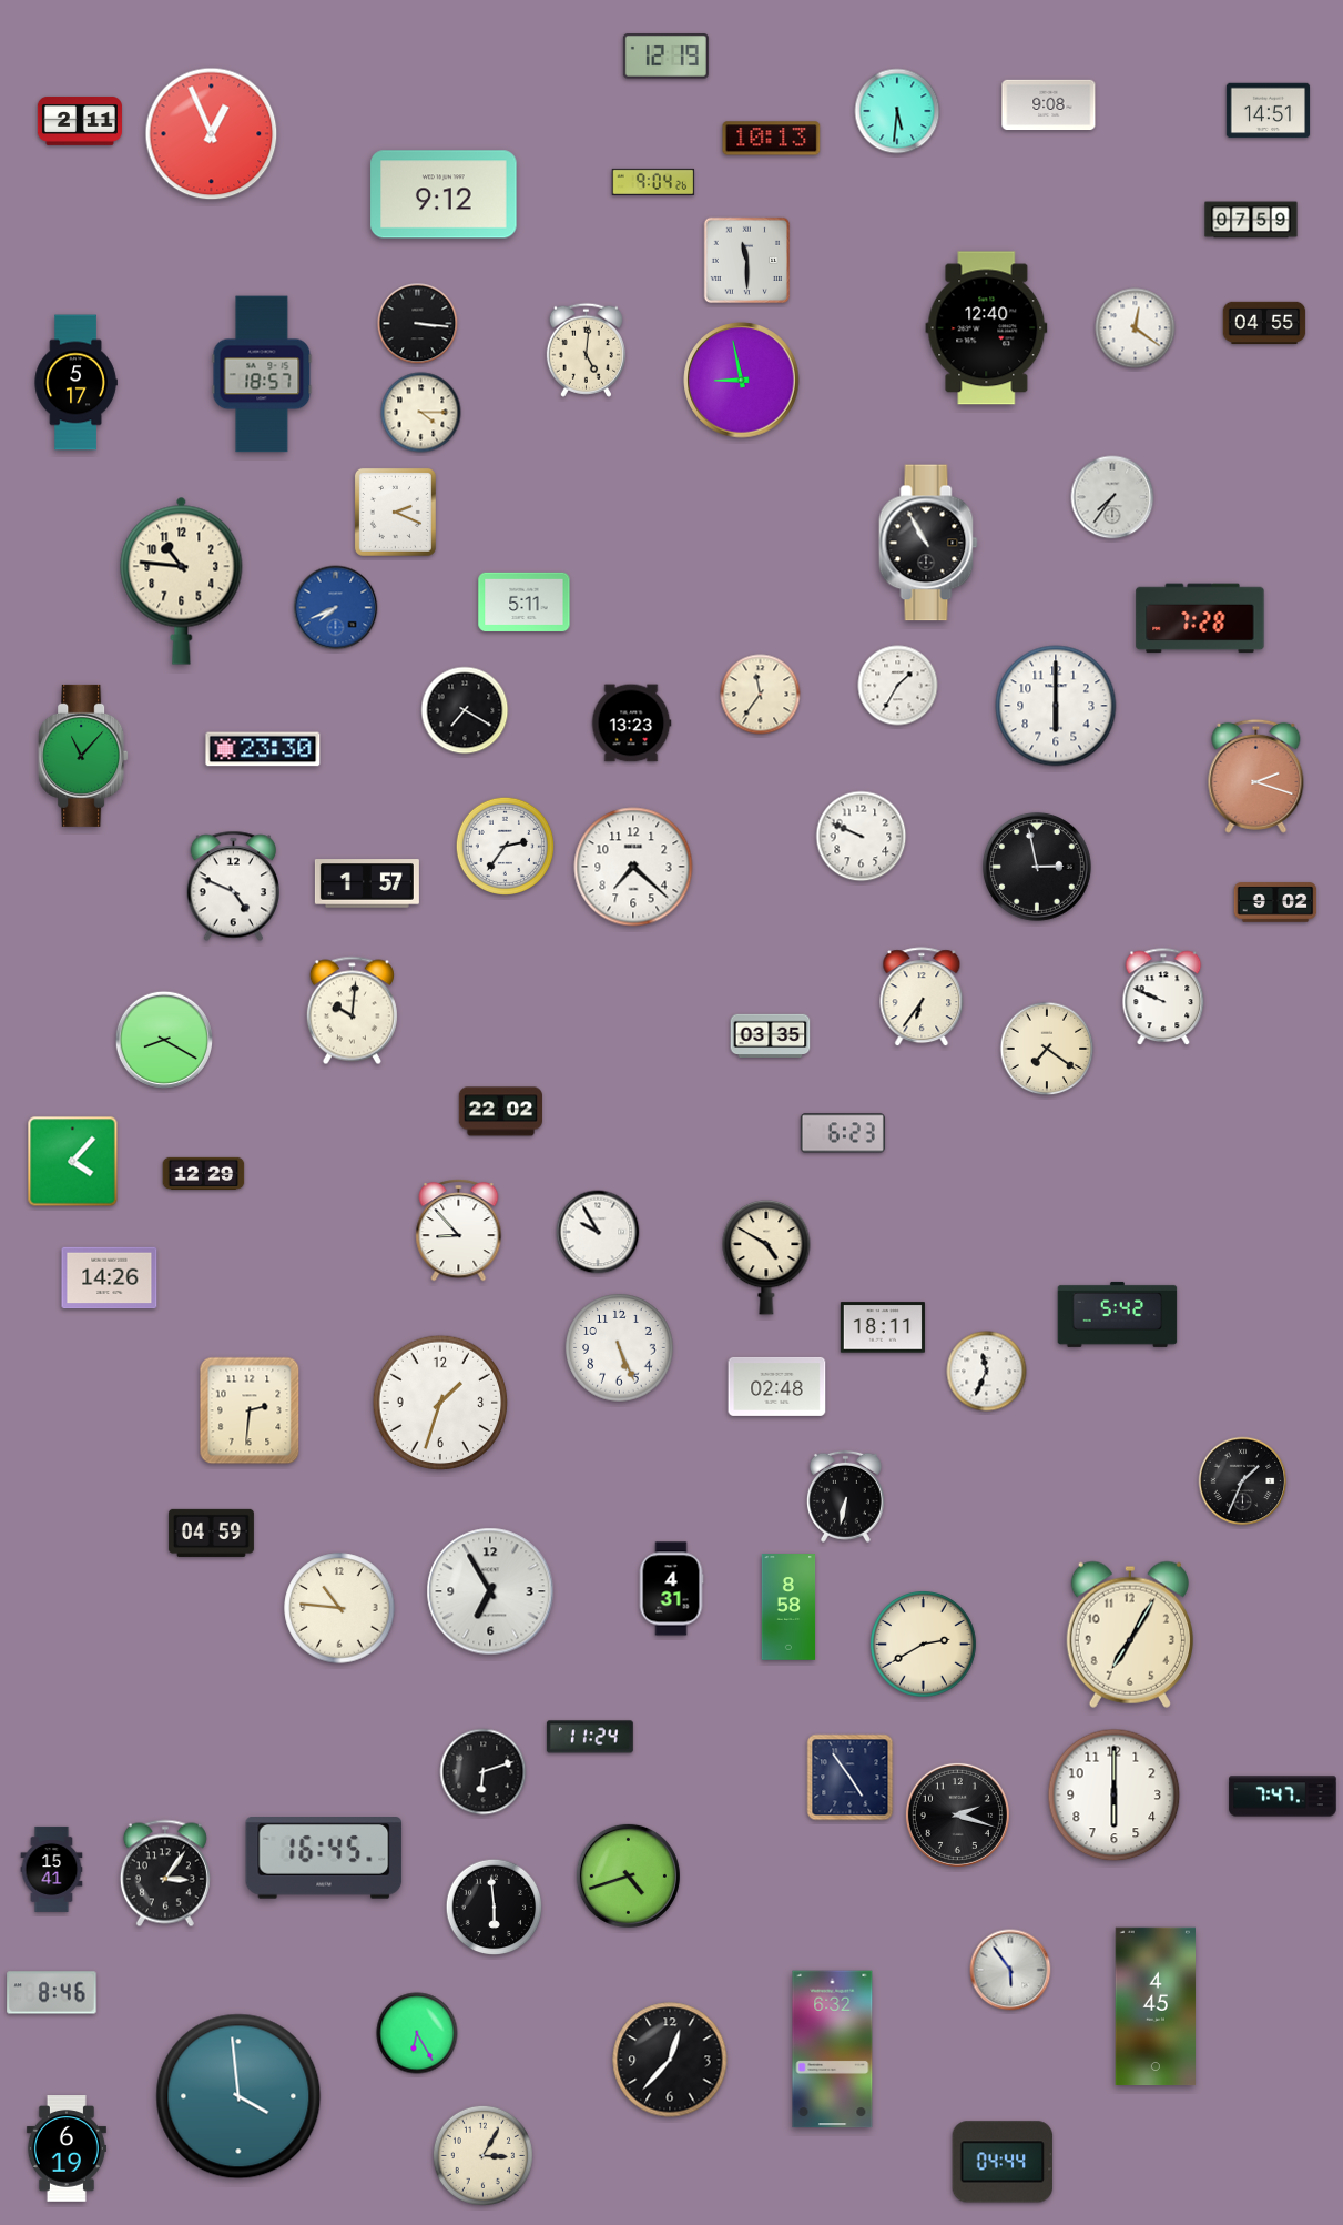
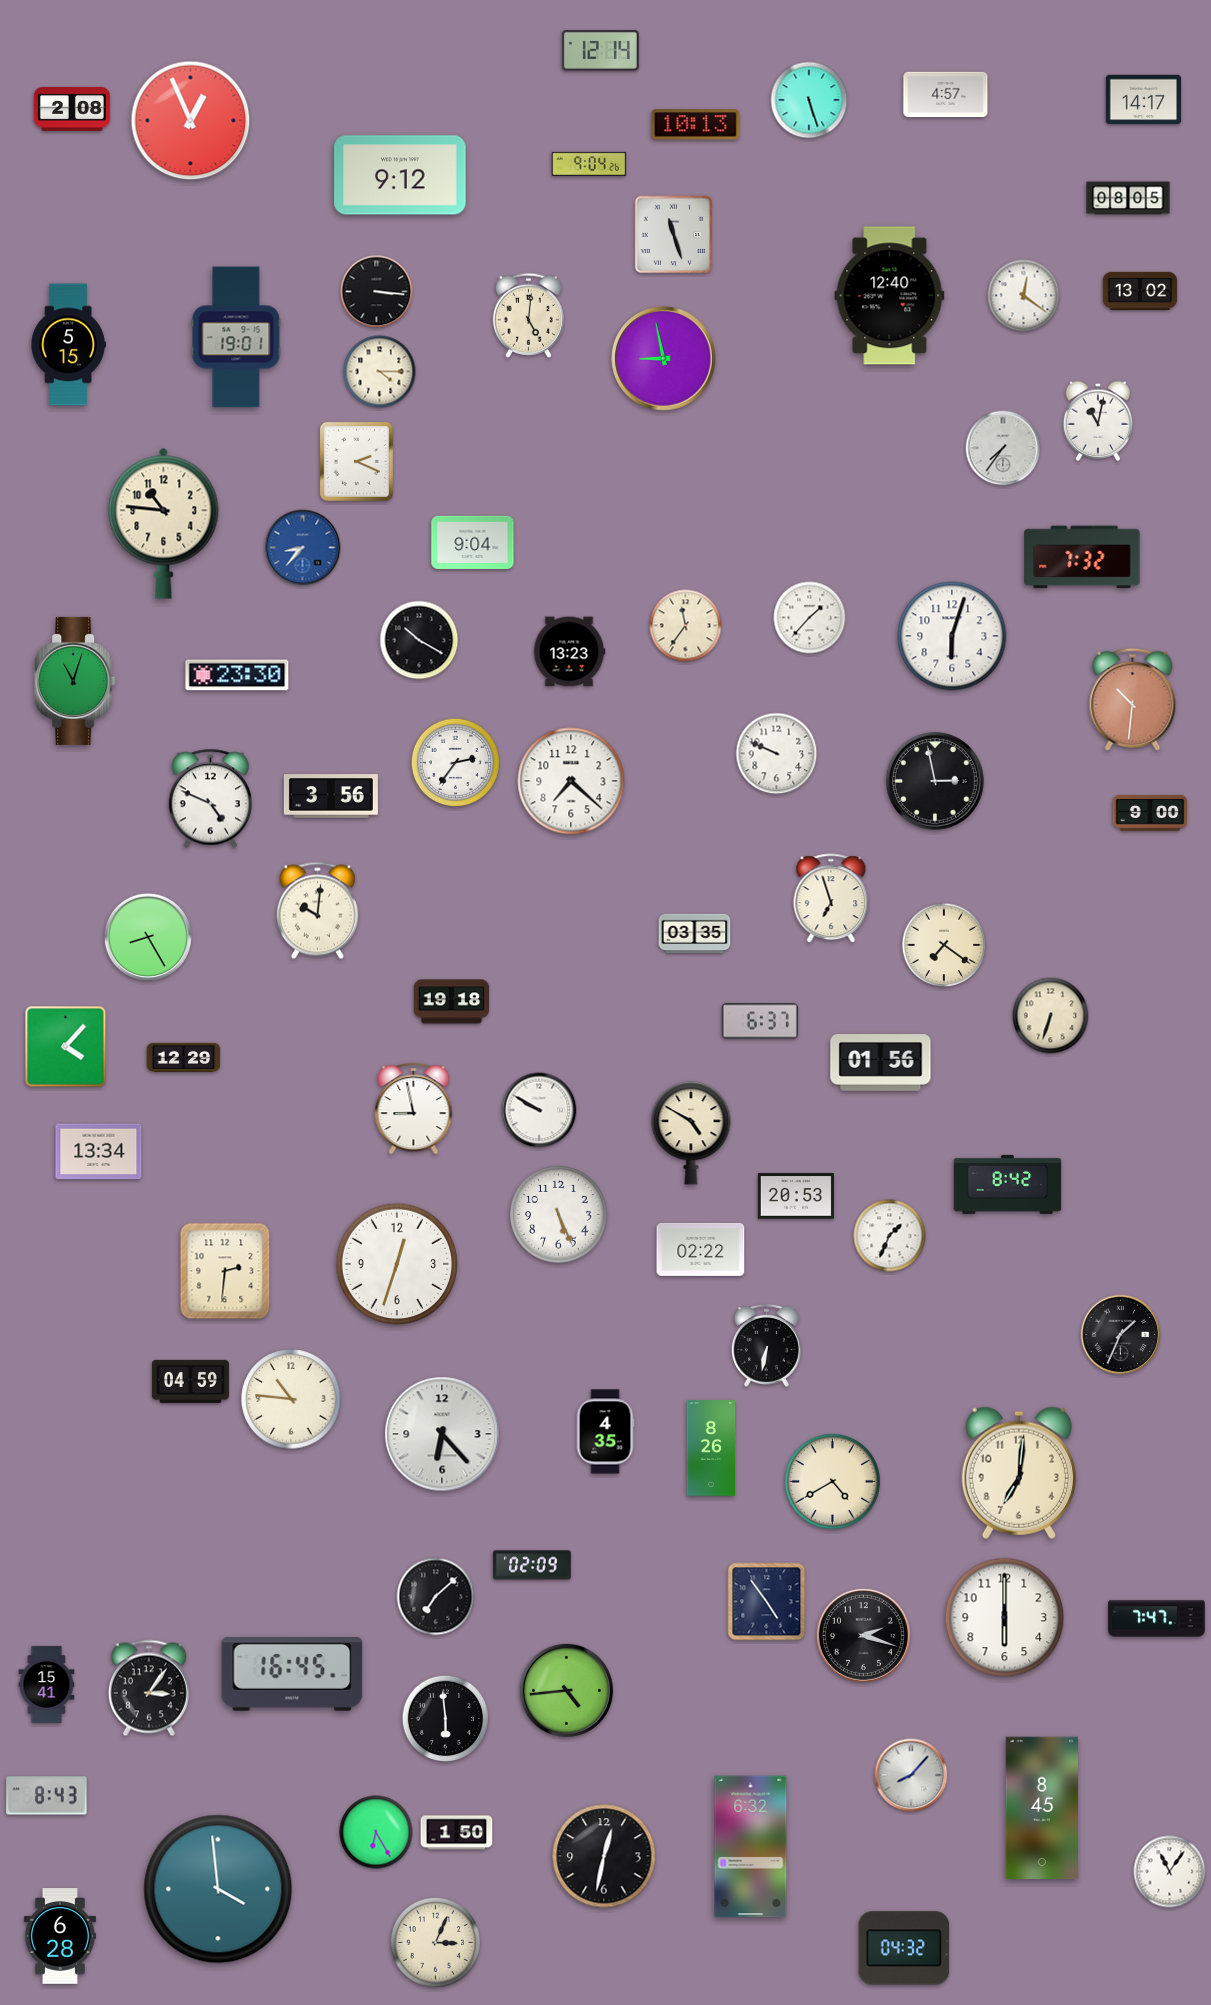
clock at (665, 57): 12:19 -> 12:14
clock at (1049, 105): 9:08 -> 4:57
clock at (897, 111): 5:31 -> 5:27
clock at (1269, 111): 14:51 -> 14:17
clock at (80, 121): 2:11 -> 2:08
clock at (1251, 220): 07:59 -> 08:05
clock at (747, 261): 11:30 -> 11:27
clock at (1264, 323): 04:55 -> 13:02
clock at (262, 374): 18:57 -> 19:01
clock at (742, 381) position: (742, 381) -> (664, 359)
clock at (75, 383): 5:17 -> 5:15
clock at (1097, 421): none -> 11:02
clock at (928, 543): 10:55 -> none
clock at (525, 601): 5:11 -> 9:04
clock at (336, 608): 7:41 -> 8:37
clock at (1200, 618): 7:28 -> 7:32
clock at (898, 686): 1:35 -> 1:37
clock at (1056, 706): 6:00 -> 6:03
clock at (465, 710): 7:20 -> 10:20
clock at (83, 756): 11:07 -> 11:03
clock at (1256, 776): 2:18 -> 10:31
clock at (367, 883): 1:57 -> 3:56
clock at (1275, 902): 9:02 -> 9:00
clock at (922, 998): 6:36 -> 6:57
clock at (1163, 998): 9:49 -> none
clock at (163, 1039): 8:20 -> 8:25
clock at (501, 1112): 22:02 -> 19:18
clock at (1051, 1016): none -> 6:33
clock at (843, 1133): 6:23 -> 6:37
clock at (881, 1063): none -> 01:56
clock at (459, 1231): 8:53 -> 8:58
clock at (598, 1232): 9:55 -> 9:50
clock at (110, 1278): 14:26 -> 13:34
clock at (1118, 1314): 5:42 -> 8:42
clock at (883, 1327): 18:11 -> 20:53
clock at (987, 1372): 11:34 -> 1:34
clock at (777, 1386): 02:48 -> 02:22
clock at (440, 1403): 1:33 -> 12:33
clock at (845, 1496) position: (845, 1496) -> (766, 1345)
clock at (671, 1589): 4:31 -> 4:35
clock at (490, 1591): 6:55 -> 6:23
clock at (788, 1607): 8:58 -> 8:26
clock at (339, 1608) position: (339, 1608) -> (291, 1399)
clock at (1130, 1635): 7:05 -> 7:01
clock at (924, 1645): 2:40 -> 4:40
clock at (590, 1737): 11:24 -> 02:09
clock at (484, 1772): 6:12 -> 7:08
clock at (628, 1875): 4:42 -> 4:44
clock at (1010, 1970): 5:54 -> 8:07
clock at (52, 1993): 8:46 -> 8:43
clock at (1154, 2006): 4:45 -> 8:45
clock at (457, 1833): none -> 1:50
clock at (670, 2060): 12:37 -> 12:32
clock at (1170, 1872): none -> 11:06
clock at (238, 2096) position: (238, 2096) -> (218, 1889)
clock at (67, 2148): 6:19 -> 6:28
clock at (482, 2155): 3:05 -> 3:04
clock at (1003, 2162): 04:44 -> 04:32
